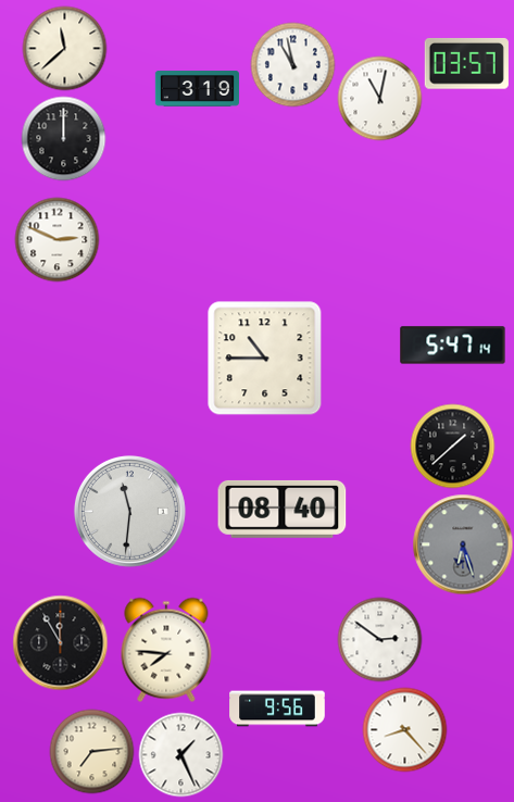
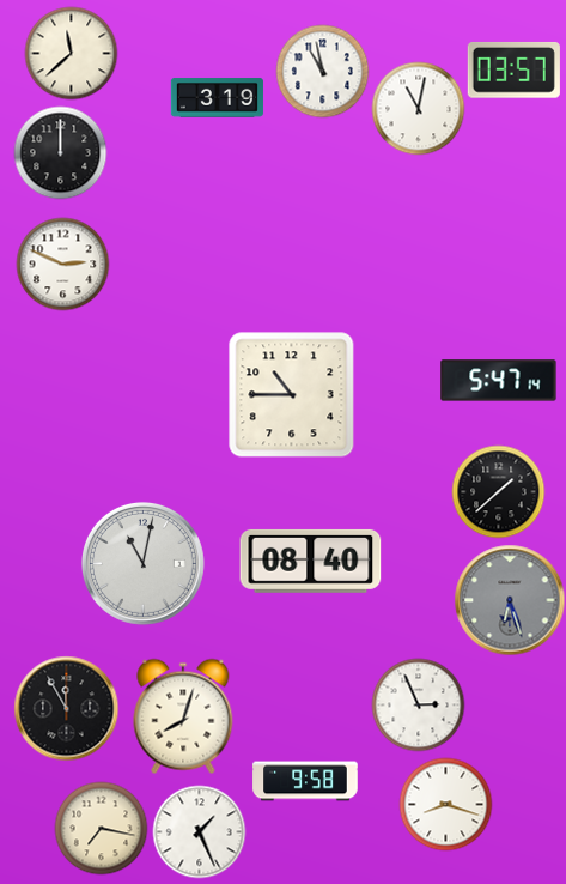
clock at (63, 138) position: (63, 138) -> (60, 152)
clock at (129, 511): 11:31 -> 11:02
clock at (379, 639): 2:51 -> 2:56
clock at (166, 650): 7:46 -> 8:03
clock at (277, 709): 9:56 -> 9:58
clock at (404, 729): 8:23 -> 8:18
clock at (91, 751): 7:14 -> 7:17
